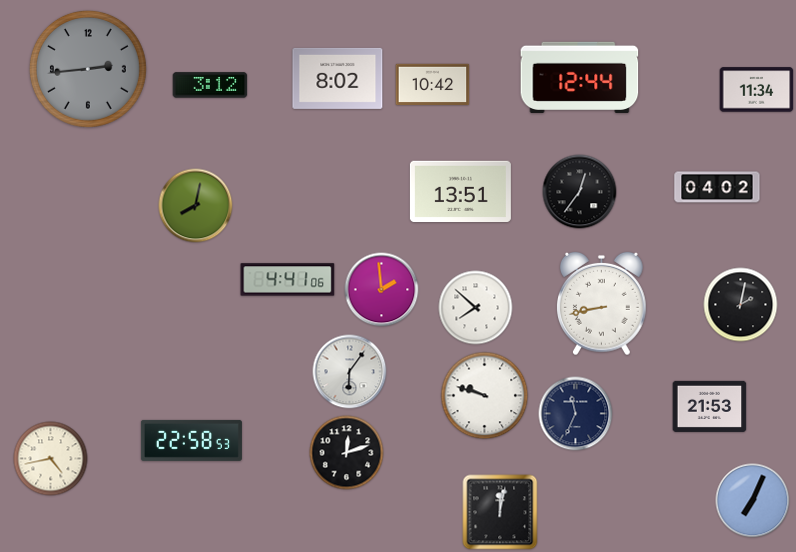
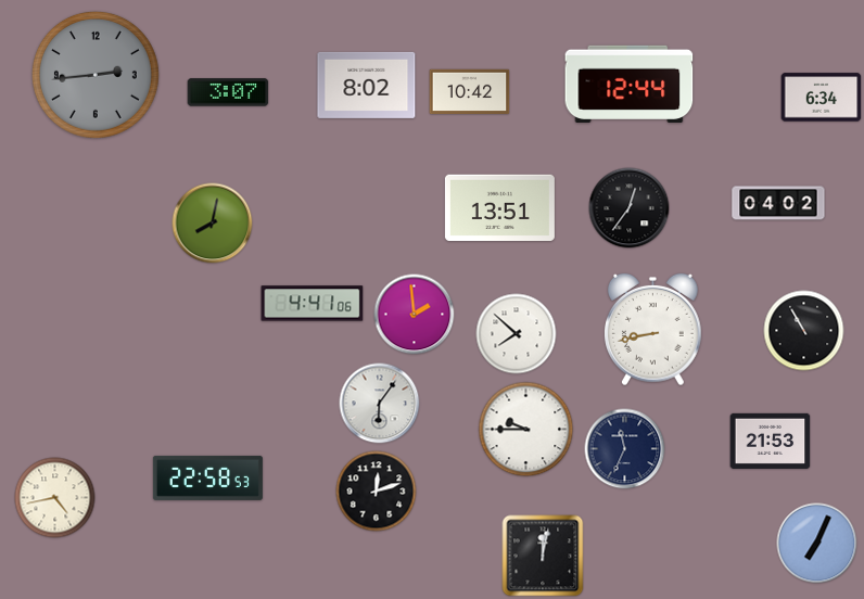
clock at (210, 85): 3:12 -> 3:07
clock at (757, 90): 11:34 -> 6:34
clock at (741, 305): 2:02 -> 10:55
clock at (485, 396): 9:48 -> 9:45
